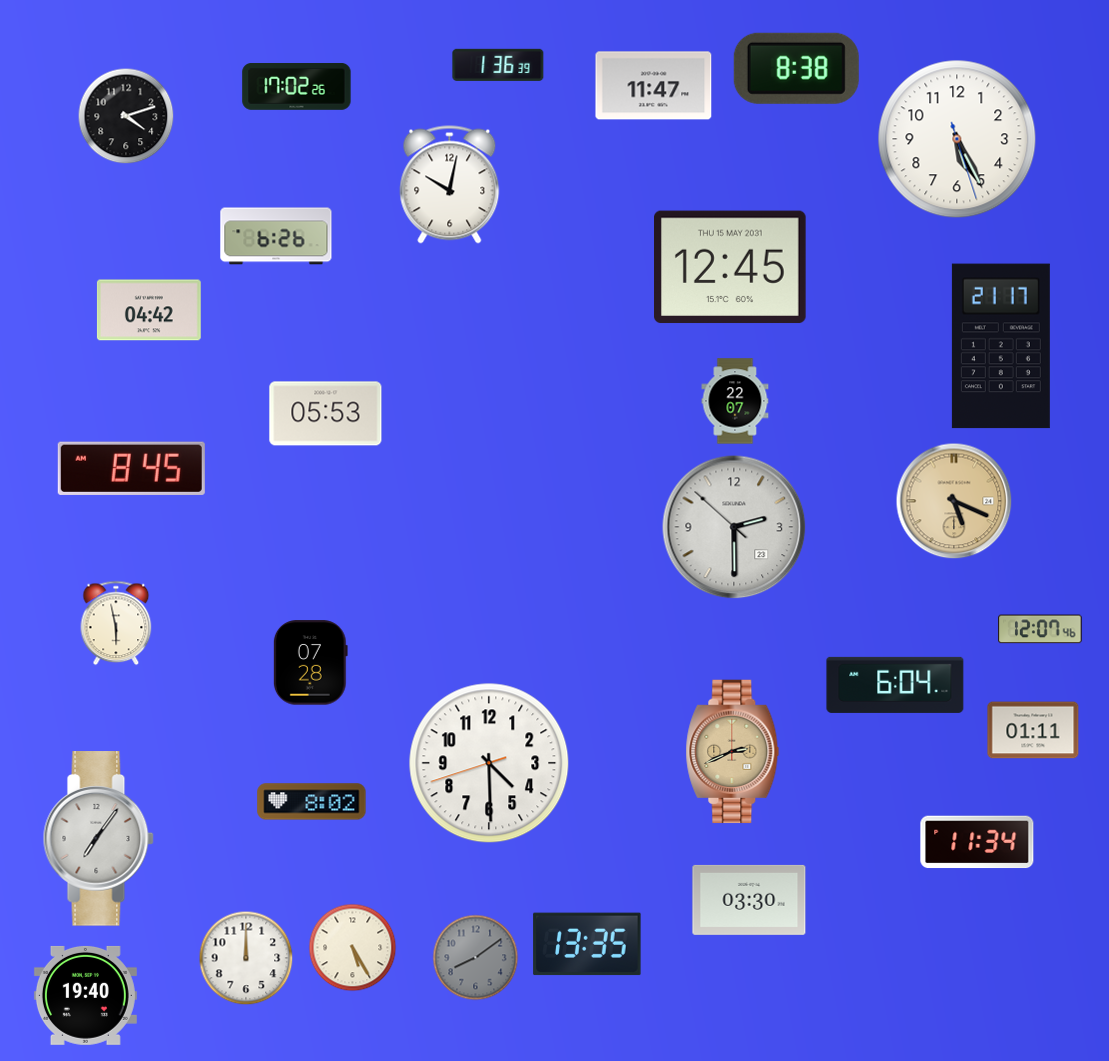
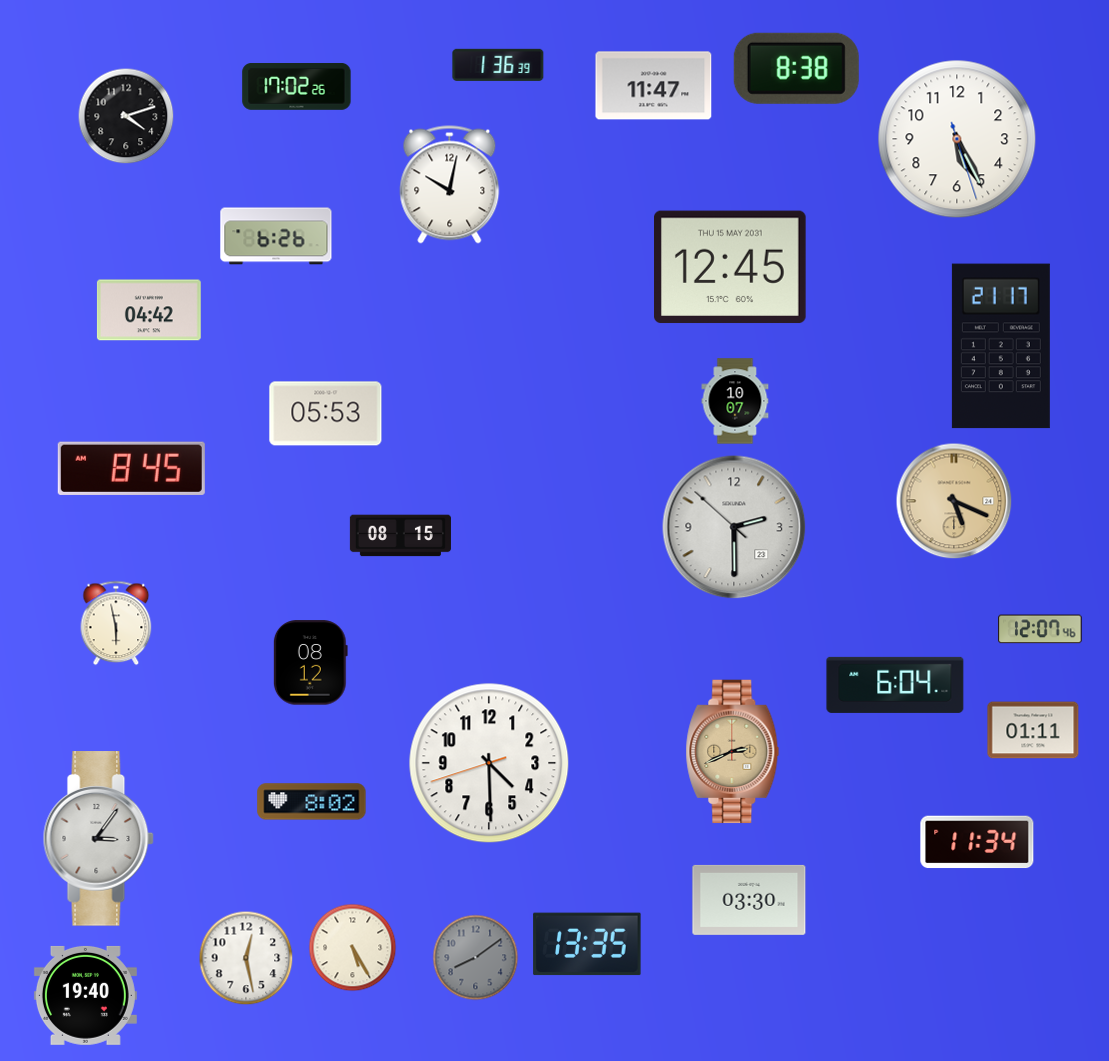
clock at (735, 401): 22:07 -> 10:07
clock at (400, 536): none -> 08:15
clock at (310, 663): 07:28 -> 08:12
clock at (98, 839): 7:06 -> 3:06
clock at (246, 958): 12:00 -> 12:28
